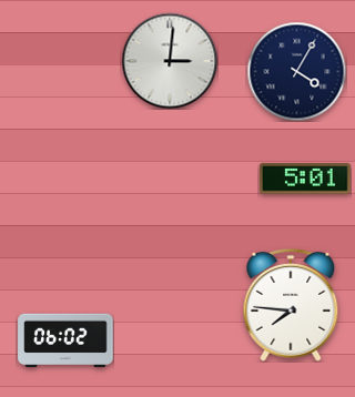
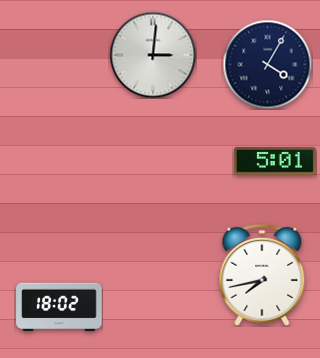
clock at (291, 305): 7:46 -> 7:43
clock at (65, 340): 06:02 -> 18:02
